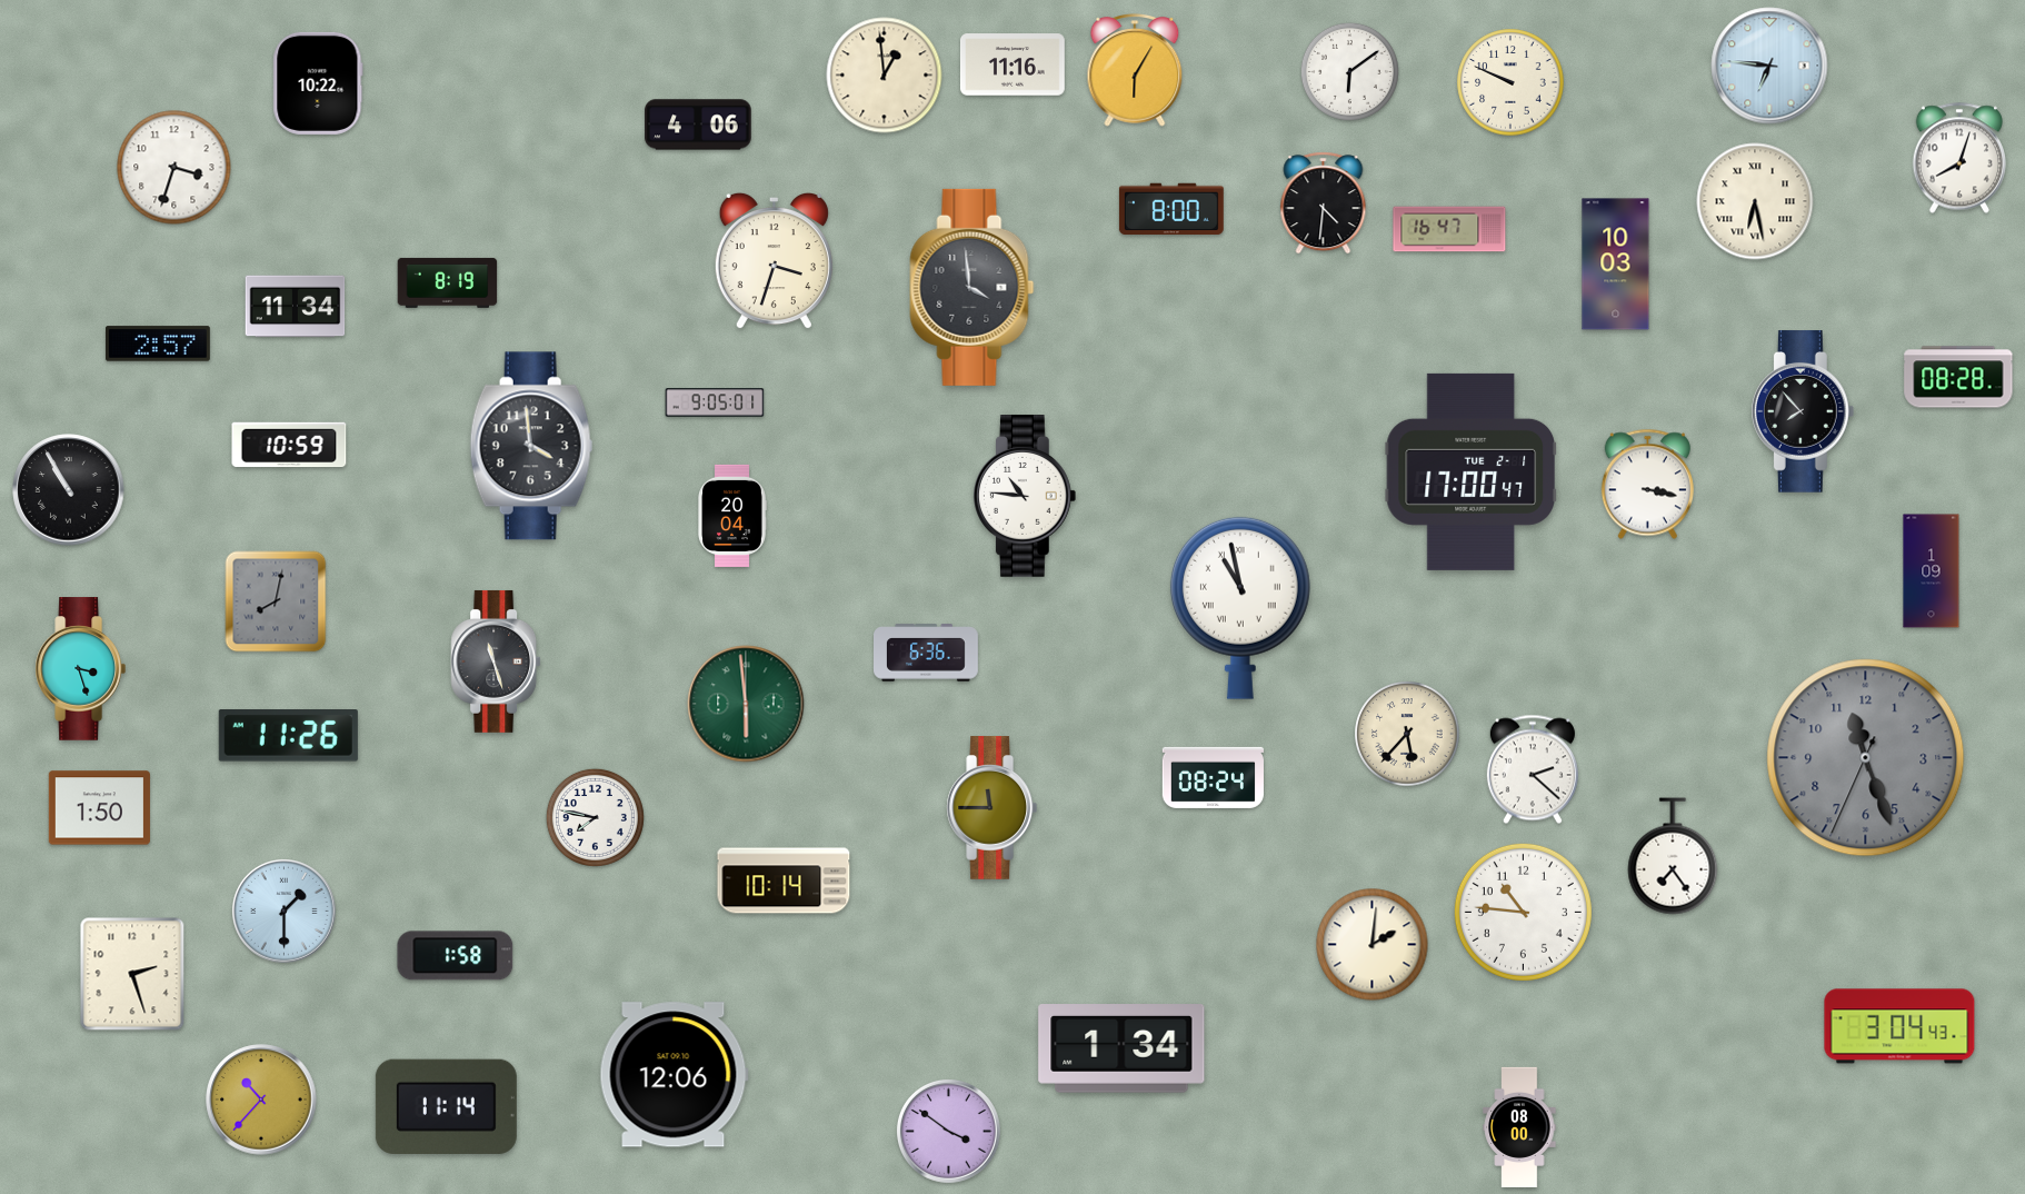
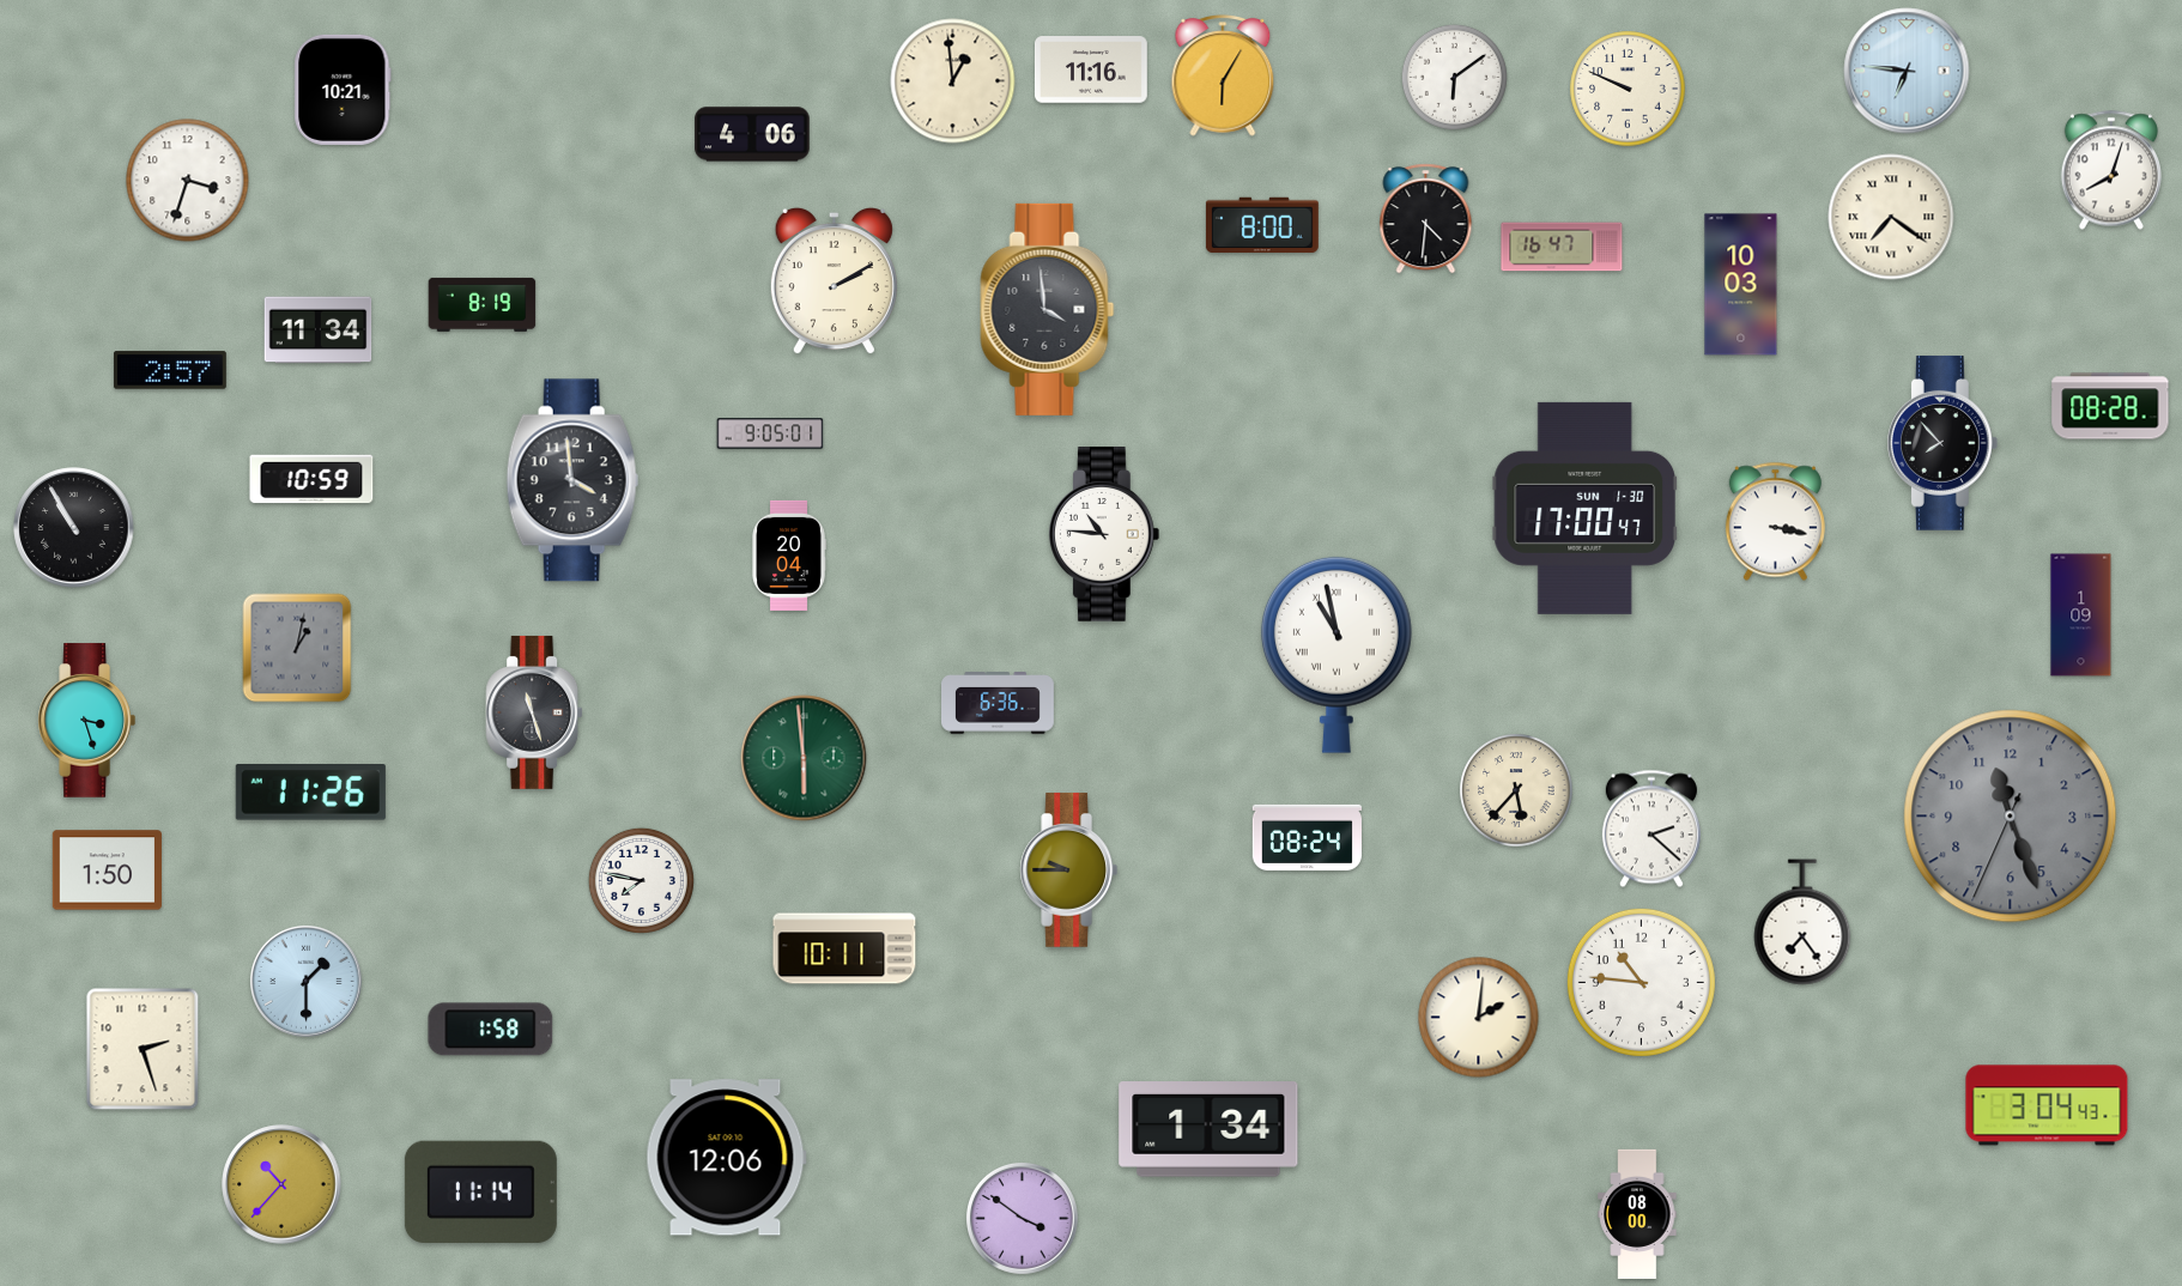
clock at (318, 83): 10:22 -> 10:21
clock at (1755, 201): 6:28 -> 7:21
clock at (774, 261): 3:33 -> 2:10
clock at (1470, 471) date: TUE 2-1 -> SUN 1-30
clock at (276, 601): 8:02 -> 1:02
clock at (991, 808): 11:45 -> 9:45
clock at (784, 880): 10:14 -> 10:11
